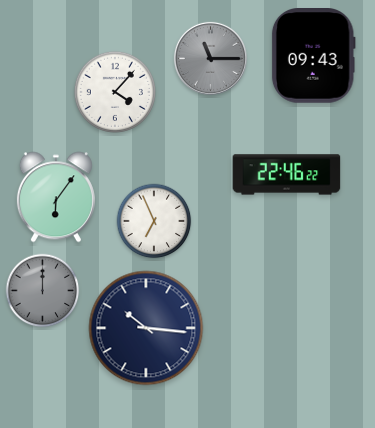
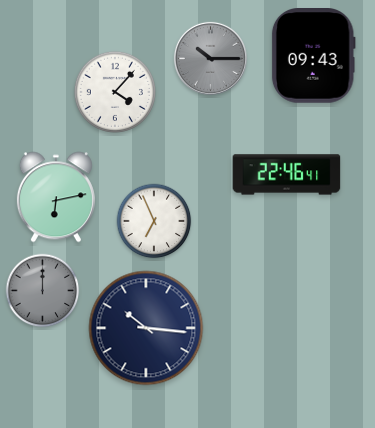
clock at (210, 58): 11:15 -> 10:15
clock at (287, 175): 22:46:22 -> 22:46:41
clock at (56, 197): 6:06 -> 6:13
